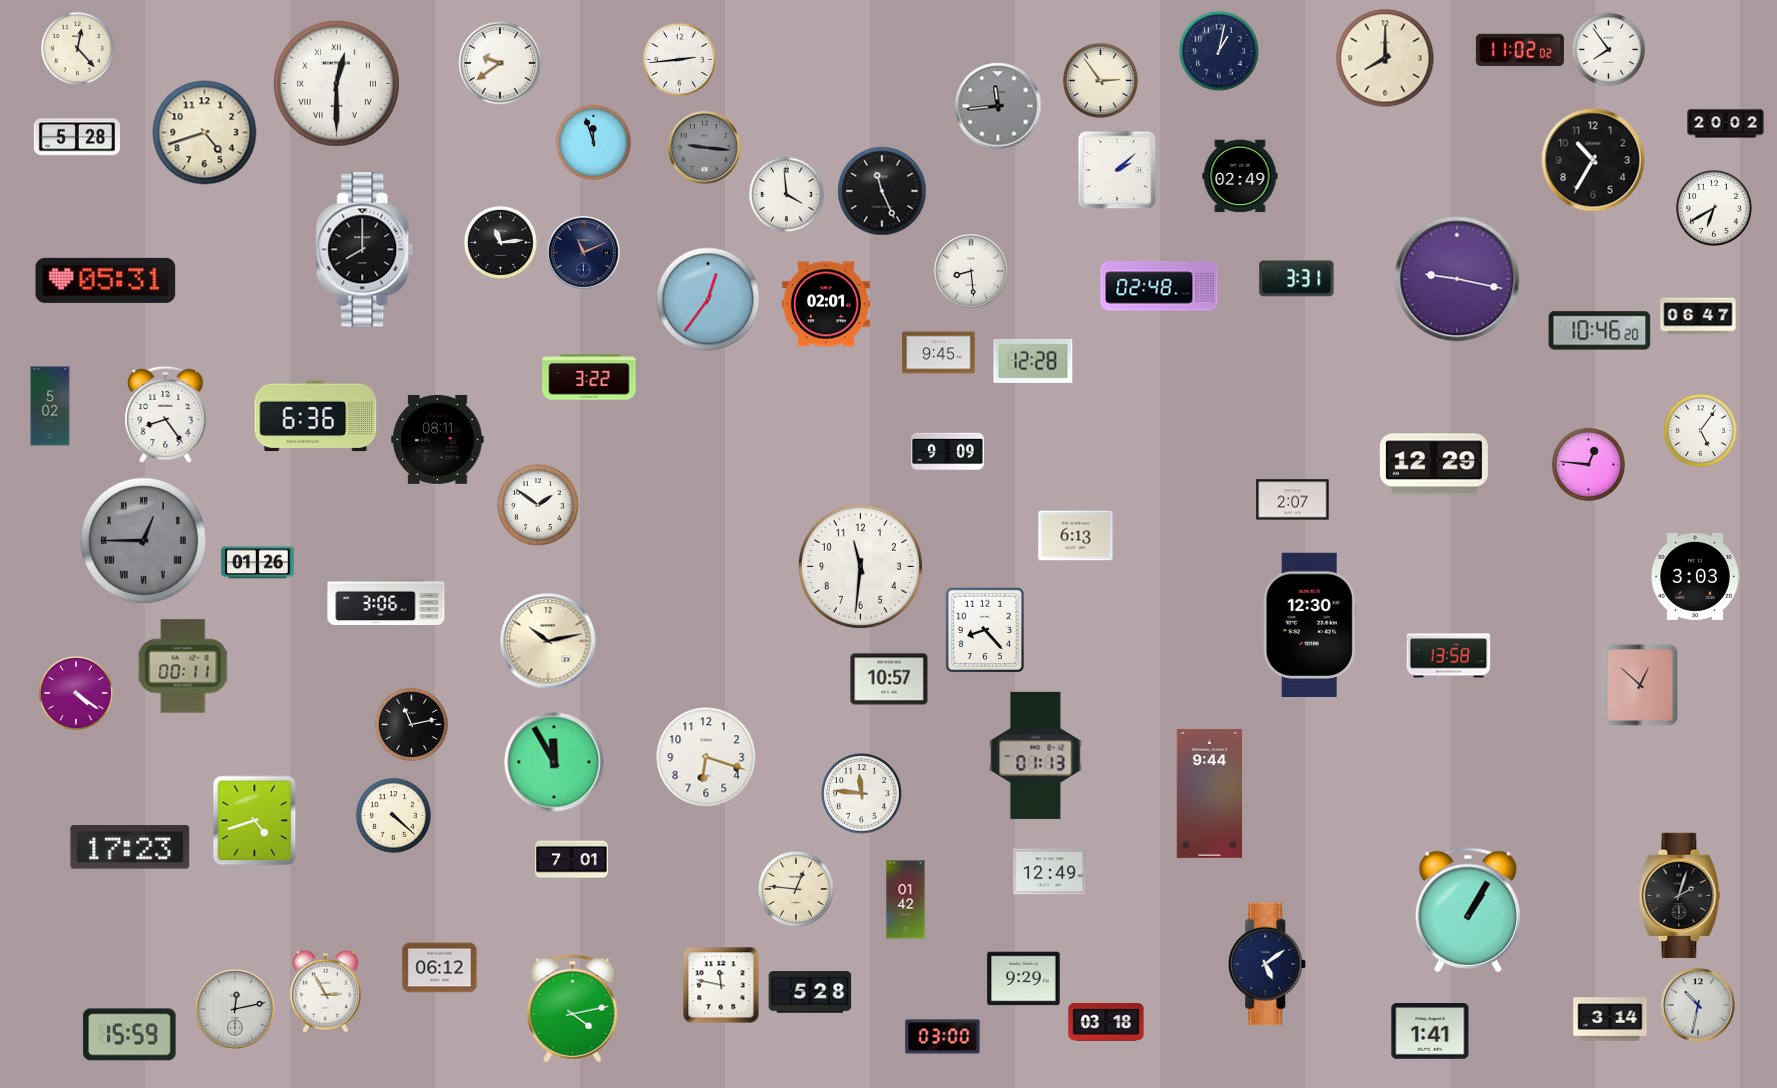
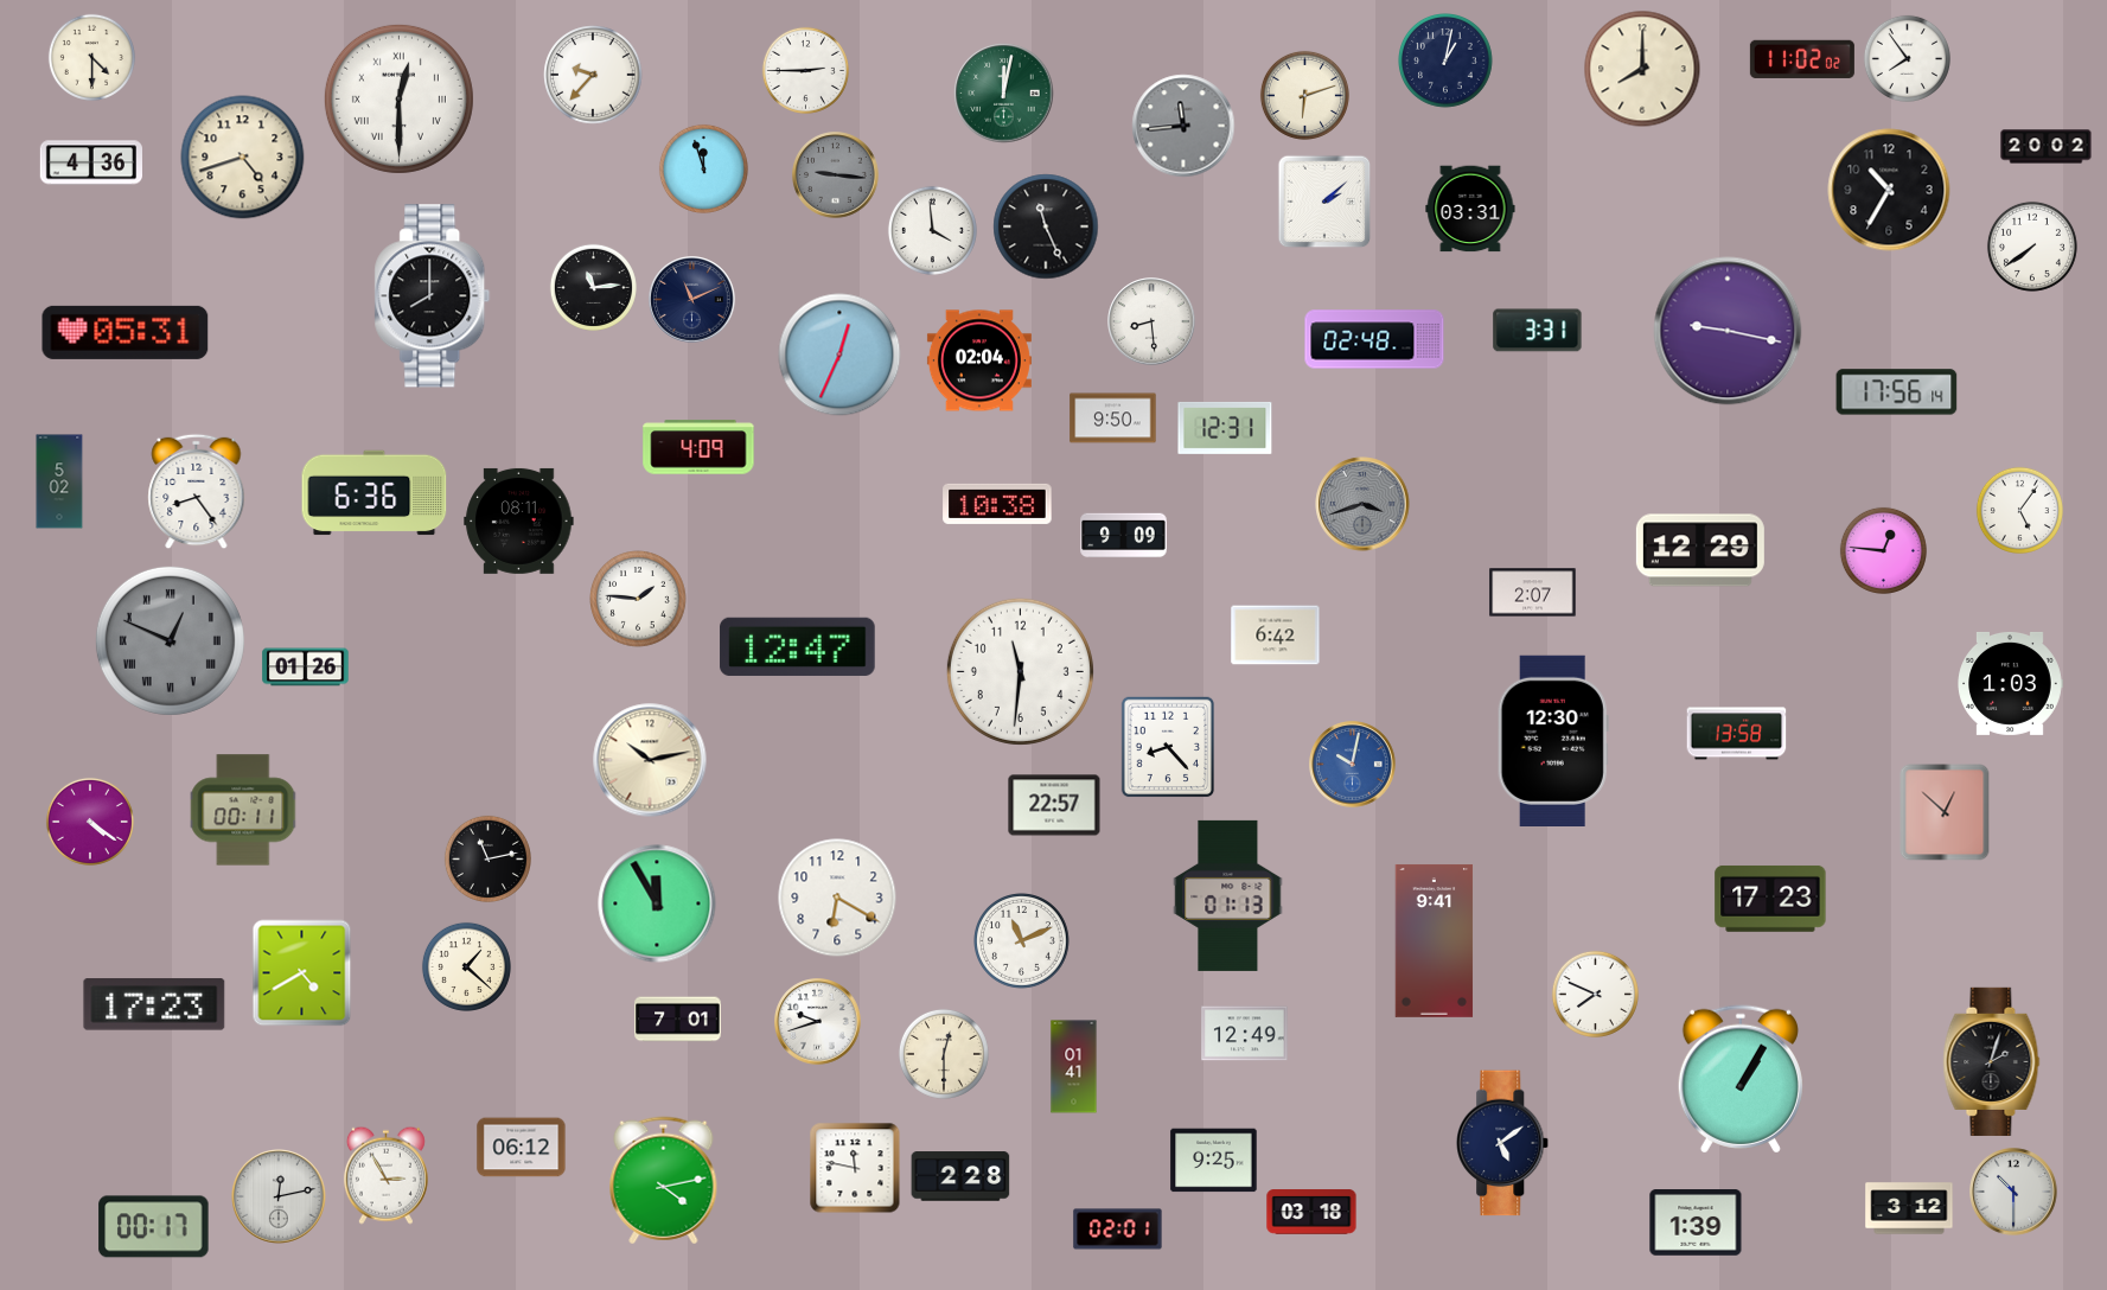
clock at (77, 48): 12:23 -> 4:30
clock at (679, 59): 2:44 -> 2:45
clock at (500, 63): 9:39 -> 9:37
clock at (1004, 94): none -> 12:02
clock at (1100, 80): 2:54 -> 6:12
clock at (76, 137): 5:28 -> 4:36
clock at (1240, 176): 02:49 -> 03:31
clock at (1714, 208): 6:40 -> 7:39
clock at (708, 299): 12:36 -> 12:34
clock at (826, 304): 02:01 -> 02:04
clock at (1698, 316): 06:47 -> none
clock at (1600, 331): 10:46 -> 17:56
clock at (939, 353): 9:45 -> 9:50
clock at (1033, 361): 12:28 -> 12:31
clock at (589, 377): 3:22 -> 4:09
clock at (997, 504): none -> 10:38
clock at (1362, 504): none -> 3:42
clock at (1700, 430) position: (1700, 430) -> (2019, 510)
clock at (538, 505): 1:51 -> 1:46
clock at (1076, 536): 6:13 -> 6:42
clock at (143, 540): 12:45 -> 12:49
clock at (798, 646): none -> 12:47
clock at (1695, 576): 3:03 -> 1:03
clock at (386, 601): 3:06 -> none
clock at (1353, 765): none -> 10:02
clock at (1449, 656) position: (1449, 656) -> (1737, 734)
clock at (183, 666) position: (183, 666) -> (243, 810)
clock at (889, 679): 10:57 -> 22:57
clock at (706, 757): 6:18 -> 6:20
clock at (1770, 899): none -> 17:23
clock at (1210, 793): 9:44 -> 9:41
clock at (862, 794): 11:46 -> 11:11
clock at (393, 815): 4:22 -> 1:22
clock at (255, 821): 4:42 -> 4:40
clock at (1595, 994): none -> 7:49
clock at (818, 1022): none -> 9:42
clock at (796, 889): 12:46 -> 12:30
clock at (906, 900): 01:42 -> 01:41
clock at (1024, 979): 9:29 -> 9:25
clock at (810, 992): 5:28 -> 2:28
clock at (1698, 1005): 10:32 -> 10:30
clock at (573, 1009) position: (573, 1009) -> (664, 1181)
clock at (1610, 1019): 3:14 -> 3:12
clock at (1430, 1031): 1:41 -> 1:39
clock at (130, 1035): 15:59 -> 00:17
clock at (943, 1037): 03:00 -> 02:01
